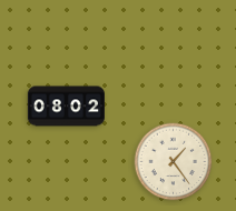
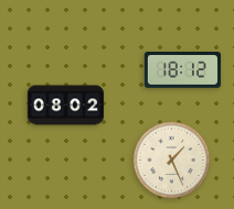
clock at (182, 70): none -> 18:12
clock at (174, 162): 1:24 -> 1:26
